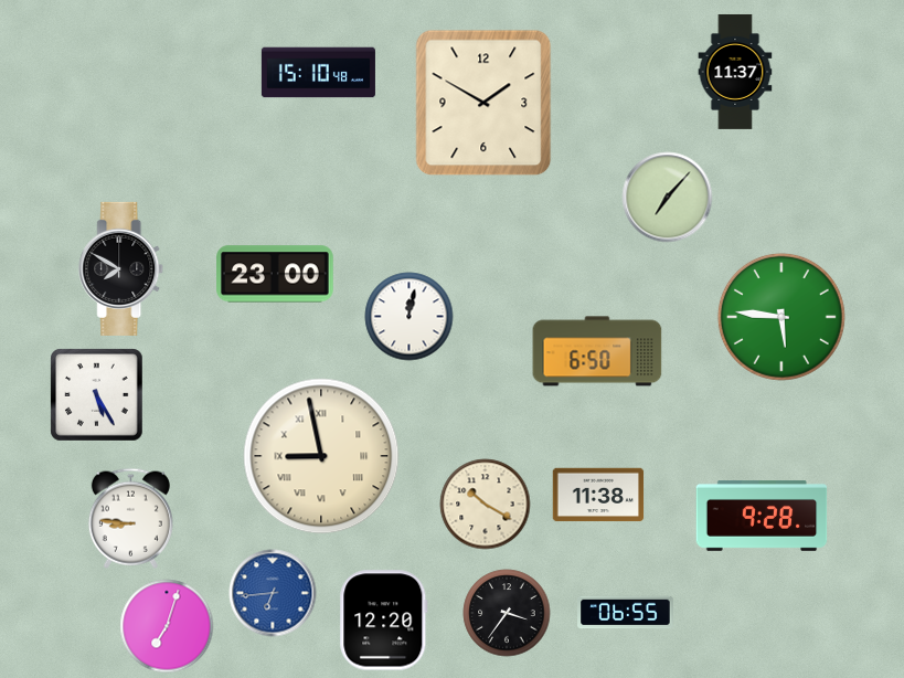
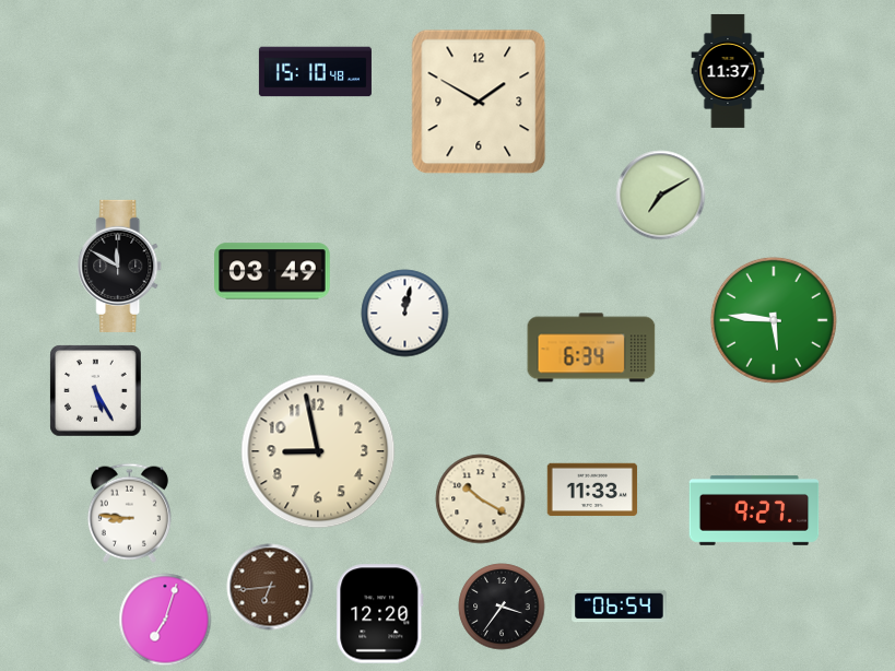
clock at (668, 198): 7:07 -> 7:10
clock at (121, 268): 7:50 -> 11:50
clock at (275, 274): 23:00 -> 03:49
clock at (781, 317) position: (781, 317) -> (774, 320)
clock at (597, 351): 6:50 -> 6:34
clock at (321, 456) numerals: Roman -> Arabic
clock at (598, 495): 11:38 -> 11:33
clock at (762, 517): 9:28 -> 9:27
clock at (273, 593) dial: blue -> brown
clock at (626, 613): 06:55 -> 06:54
